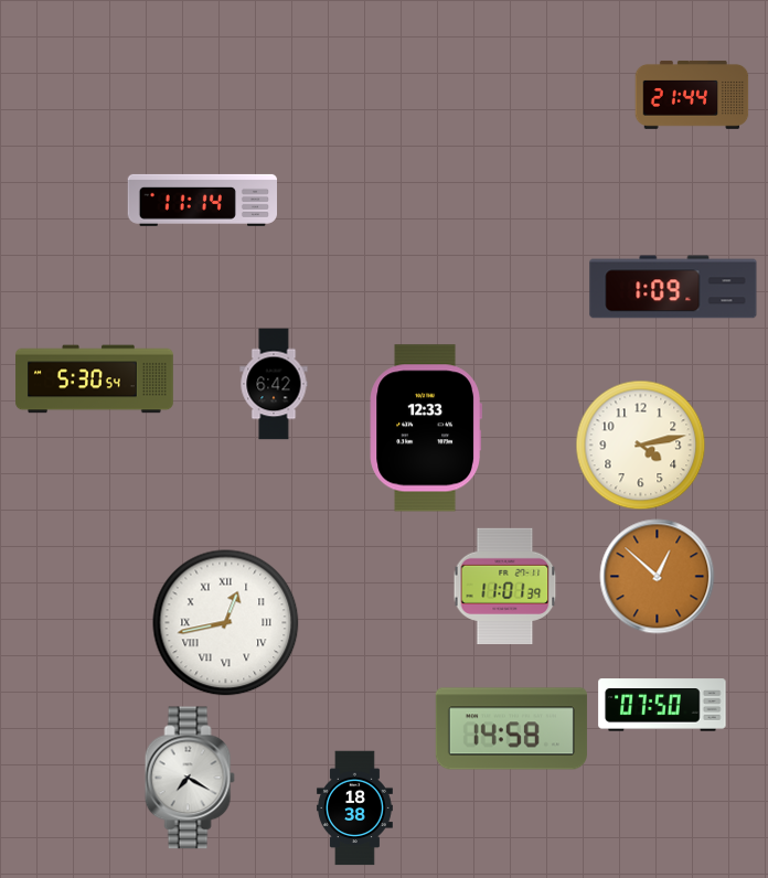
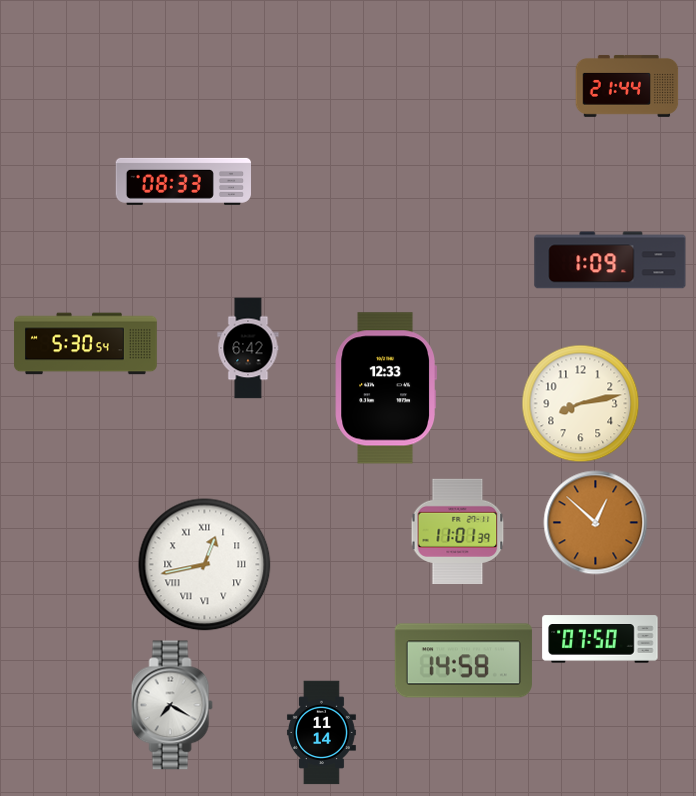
clock at (202, 200): 11:14 -> 08:33
clock at (641, 446): 4:13 -> 8:13
clock at (355, 809): 18:38 -> 11:14
